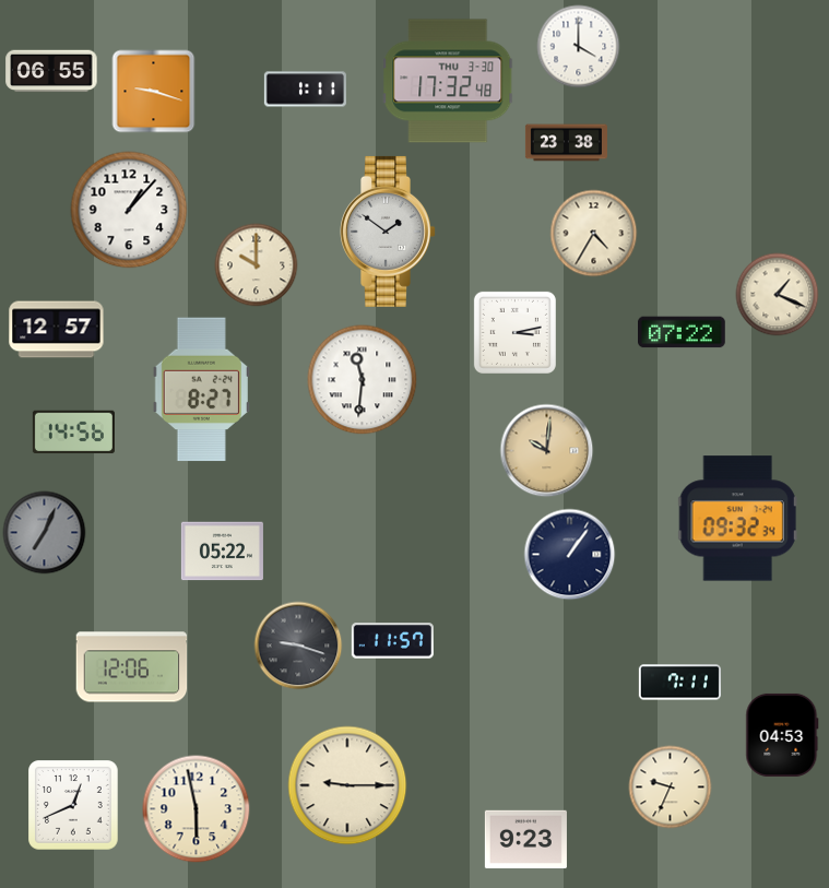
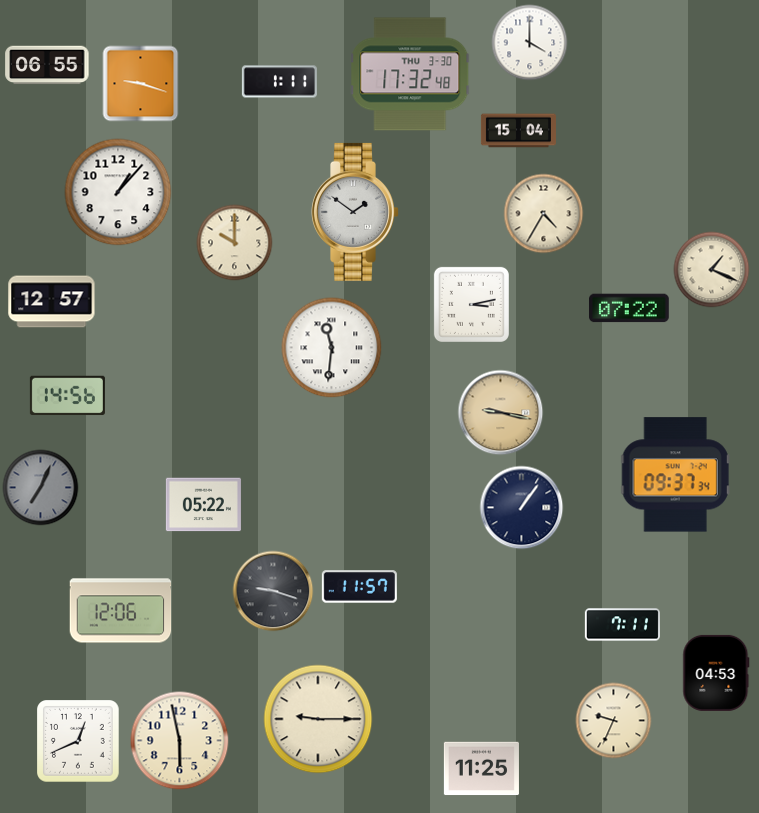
clock at (566, 143): 23:38 -> 15:04
clock at (683, 332) position: (683, 332) -> (630, 308)
clock at (201, 390): 8:27 -> none
clock at (547, 451): 10:01 -> 9:17
clock at (737, 519): 09:32 -> 09:37
clock at (74, 806) position: (74, 806) -> (79, 742)
clock at (525, 840): 9:23 -> 11:25
